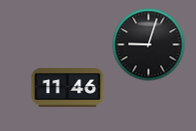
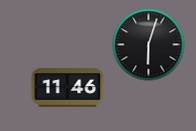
clock at (149, 45): 9:03 -> 6:03
